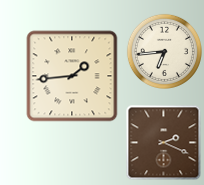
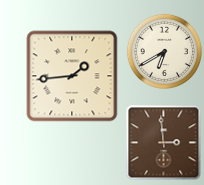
clock at (164, 51): 6:44 -> 6:40
clock at (164, 143): 2:19 -> 2:59
